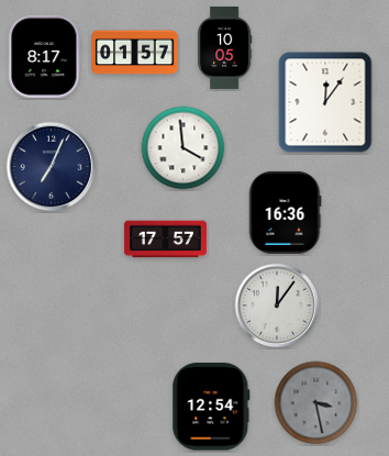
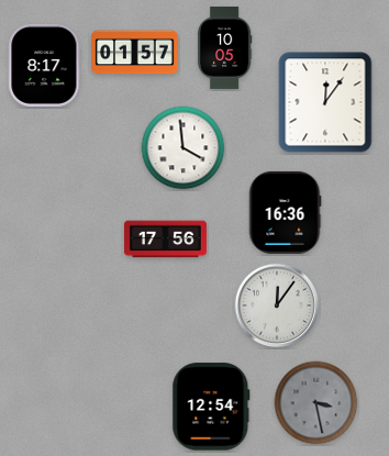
clock at (45, 56) position: (45, 56) -> (45, 65)
clock at (52, 167): 7:04 -> none
clock at (165, 240): 17:57 -> 17:56
